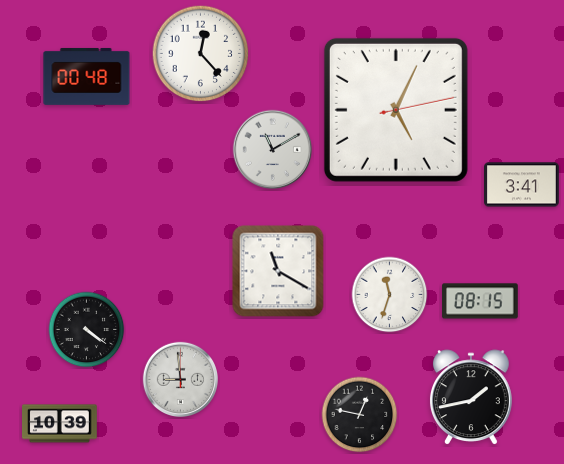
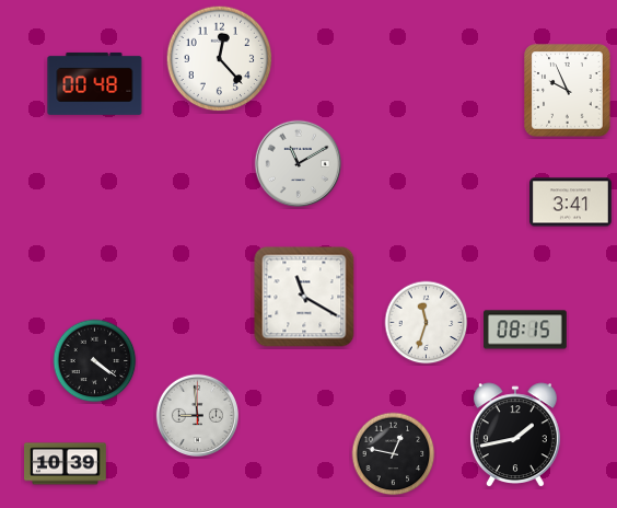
clock at (568, 91): none -> 9:56
clock at (396, 110): 5:04 -> none
